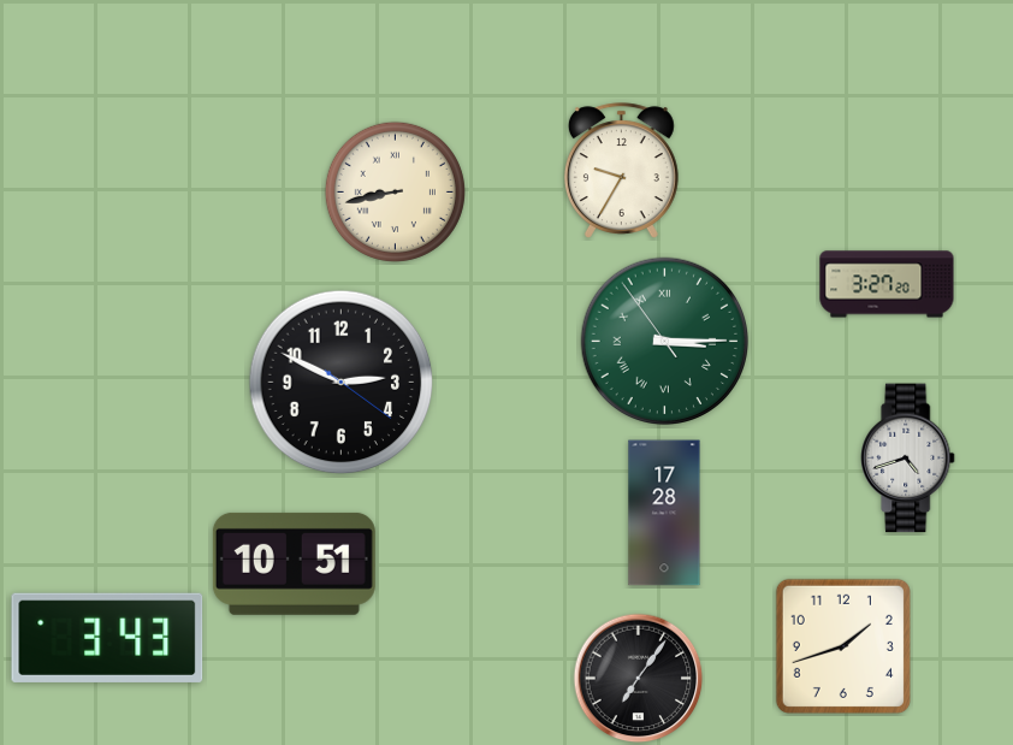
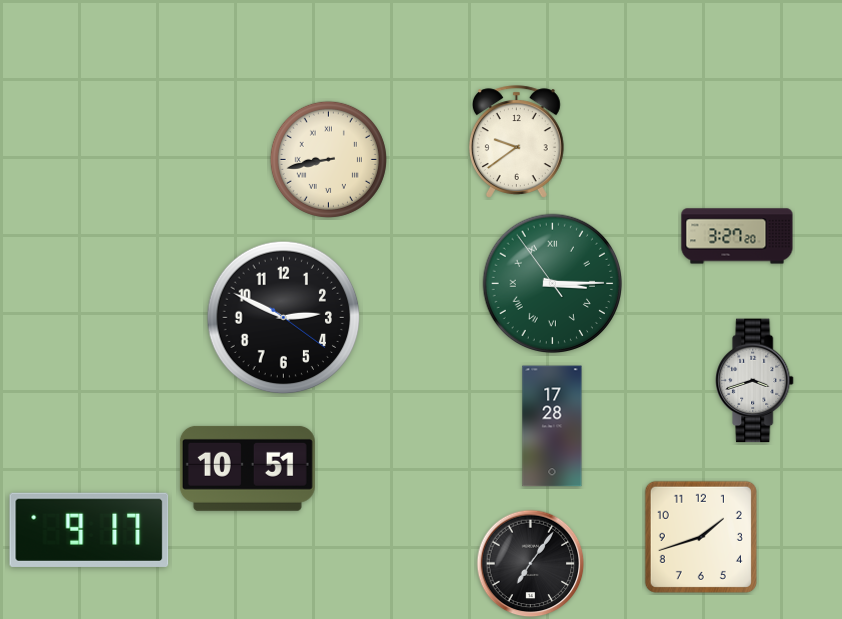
clock at (621, 171): 9:35 -> 9:39
clock at (908, 459): 4:42 -> 3:42
clock at (294, 563) position: (294, 563) -> (247, 468)
clock at (107, 638): 3:43 -> 9:17
